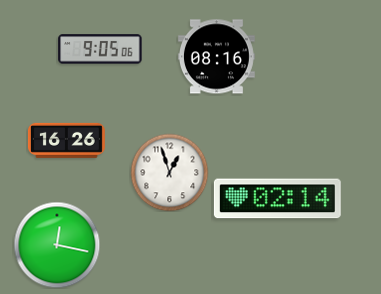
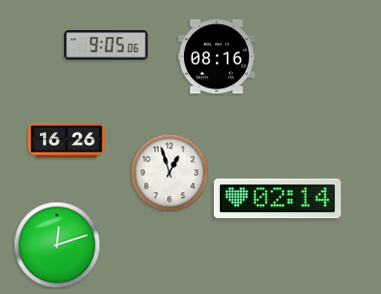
clock at (100, 49) position: (100, 49) -> (106, 45)
clock at (57, 245): 12:17 -> 12:12
